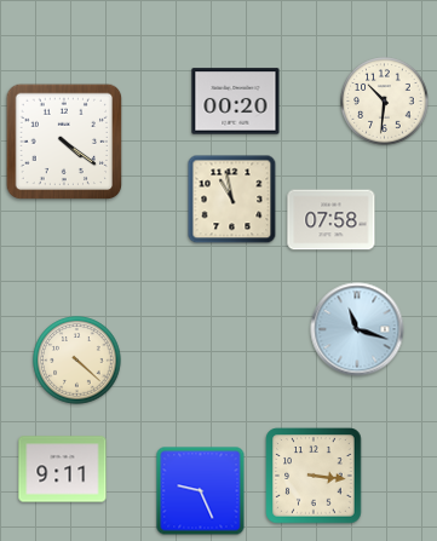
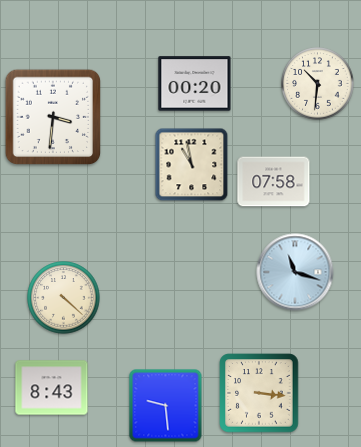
clock at (64, 142): 4:21 -> 3:31
clock at (63, 470): 9:11 -> 8:43
clock at (201, 491): 9:26 -> 9:29
